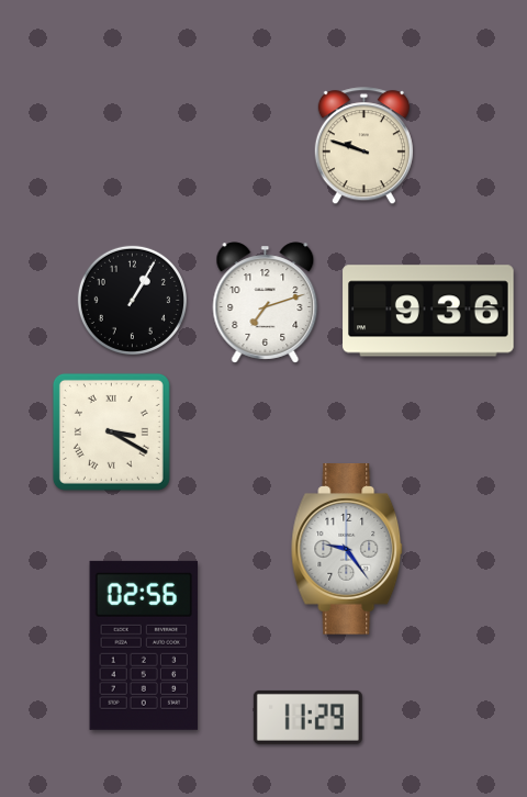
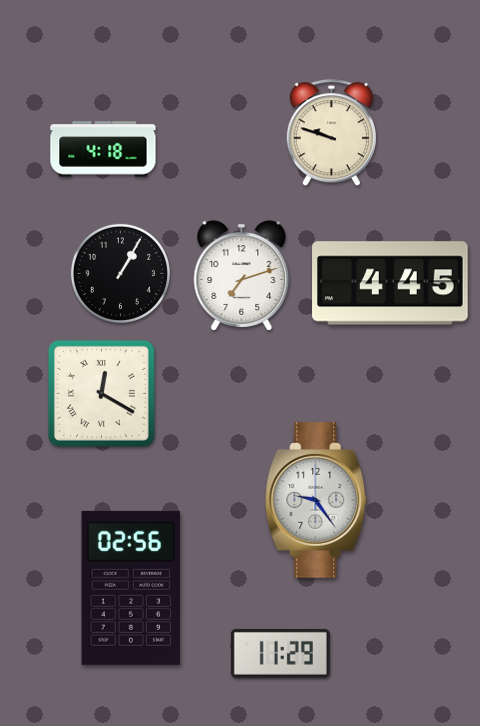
clock at (103, 149): none -> 4:18
clock at (428, 311): 9:36 -> 4:45
clock at (111, 431): 3:20 -> 12:20
